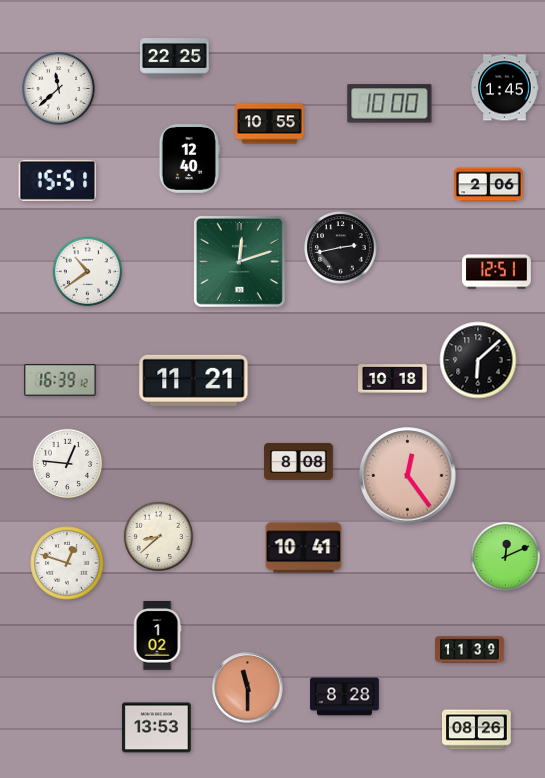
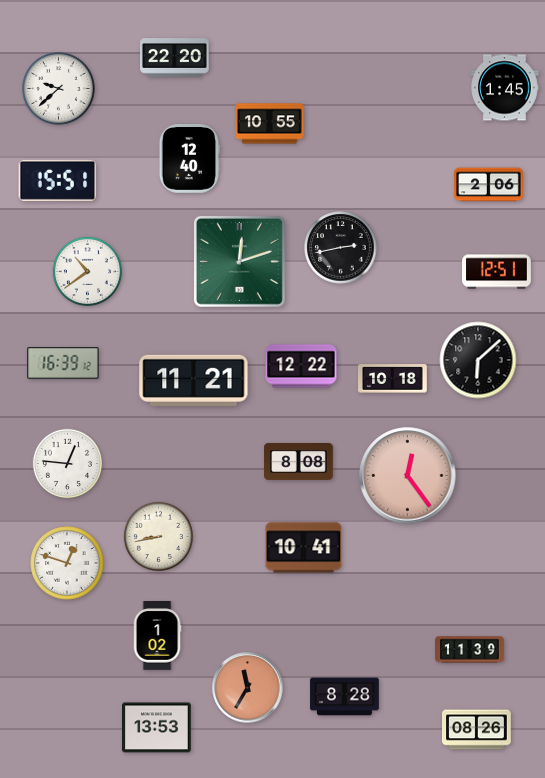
clock at (175, 58): 22:25 -> 22:20
clock at (59, 89): 11:38 -> 9:38
clock at (390, 104): 10:00 -> none
clock at (301, 366): none -> 12:22
clock at (60, 380) position: (60, 380) -> (63, 363)
clock at (158, 536): 8:38 -> 8:43
clock at (505, 556): 12:11 -> none
clock at (248, 688): 11:30 -> 11:35
